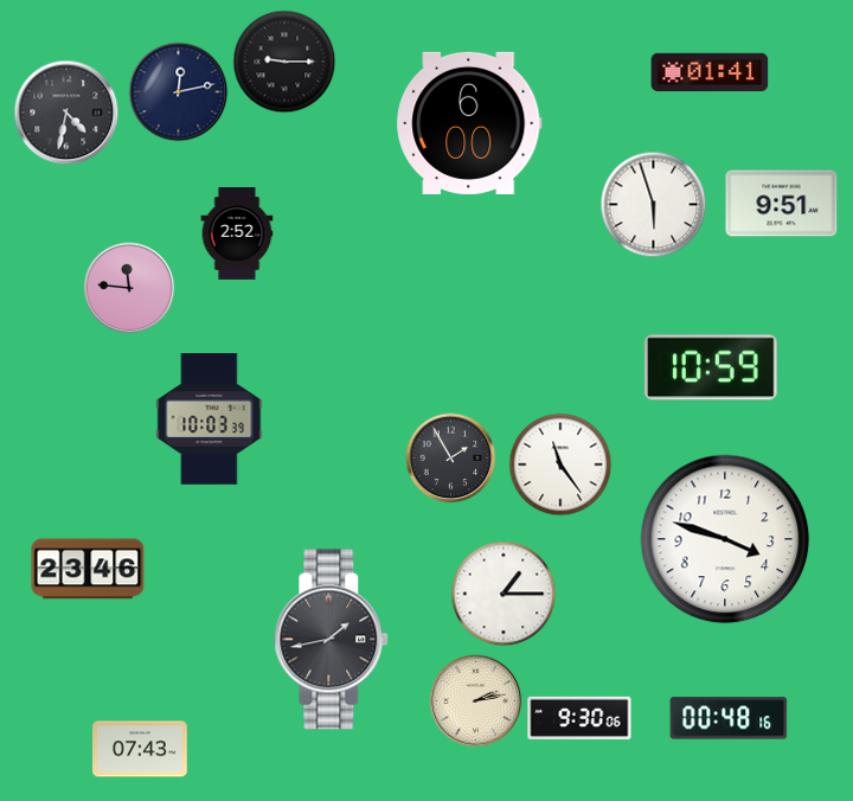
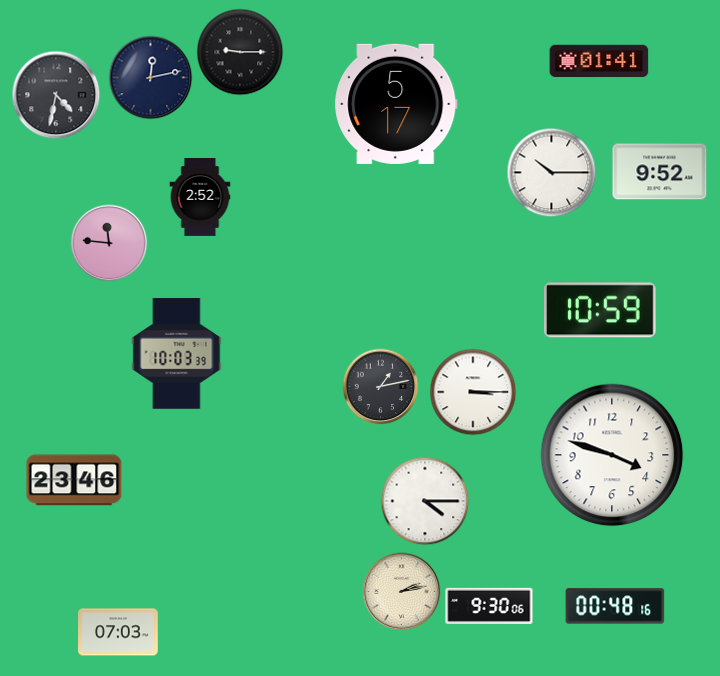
clock at (469, 123): 6:00 -> 5:17
clock at (782, 204): 9:51 -> 9:52
clock at (654, 205): 5:57 -> 10:15
clock at (451, 459): 1:55 -> 1:13
clock at (560, 464): 11:24 -> 3:15
clock at (504, 594): 1:15 -> 4:15
clock at (332, 640): 1:43 -> none
clock at (140, 749): 07:43 -> 07:03
